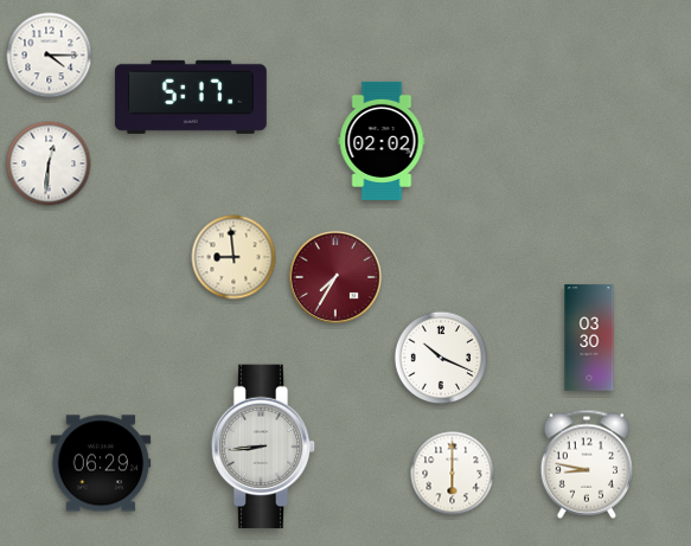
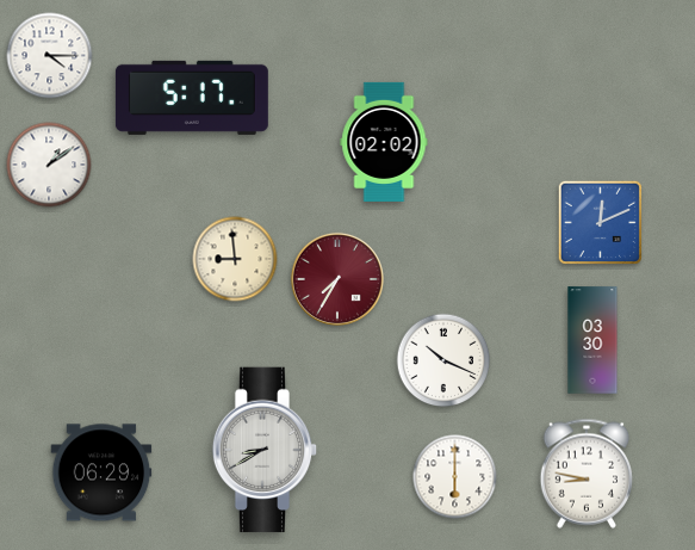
clock at (49, 163): 12:31 -> 1:09
clock at (601, 223): none -> 12:11
clock at (263, 447): 8:44 -> 8:40
clock at (101, 463) position: (101, 463) -> (101, 472)
clock at (587, 464) position: (587, 464) -> (587, 474)
